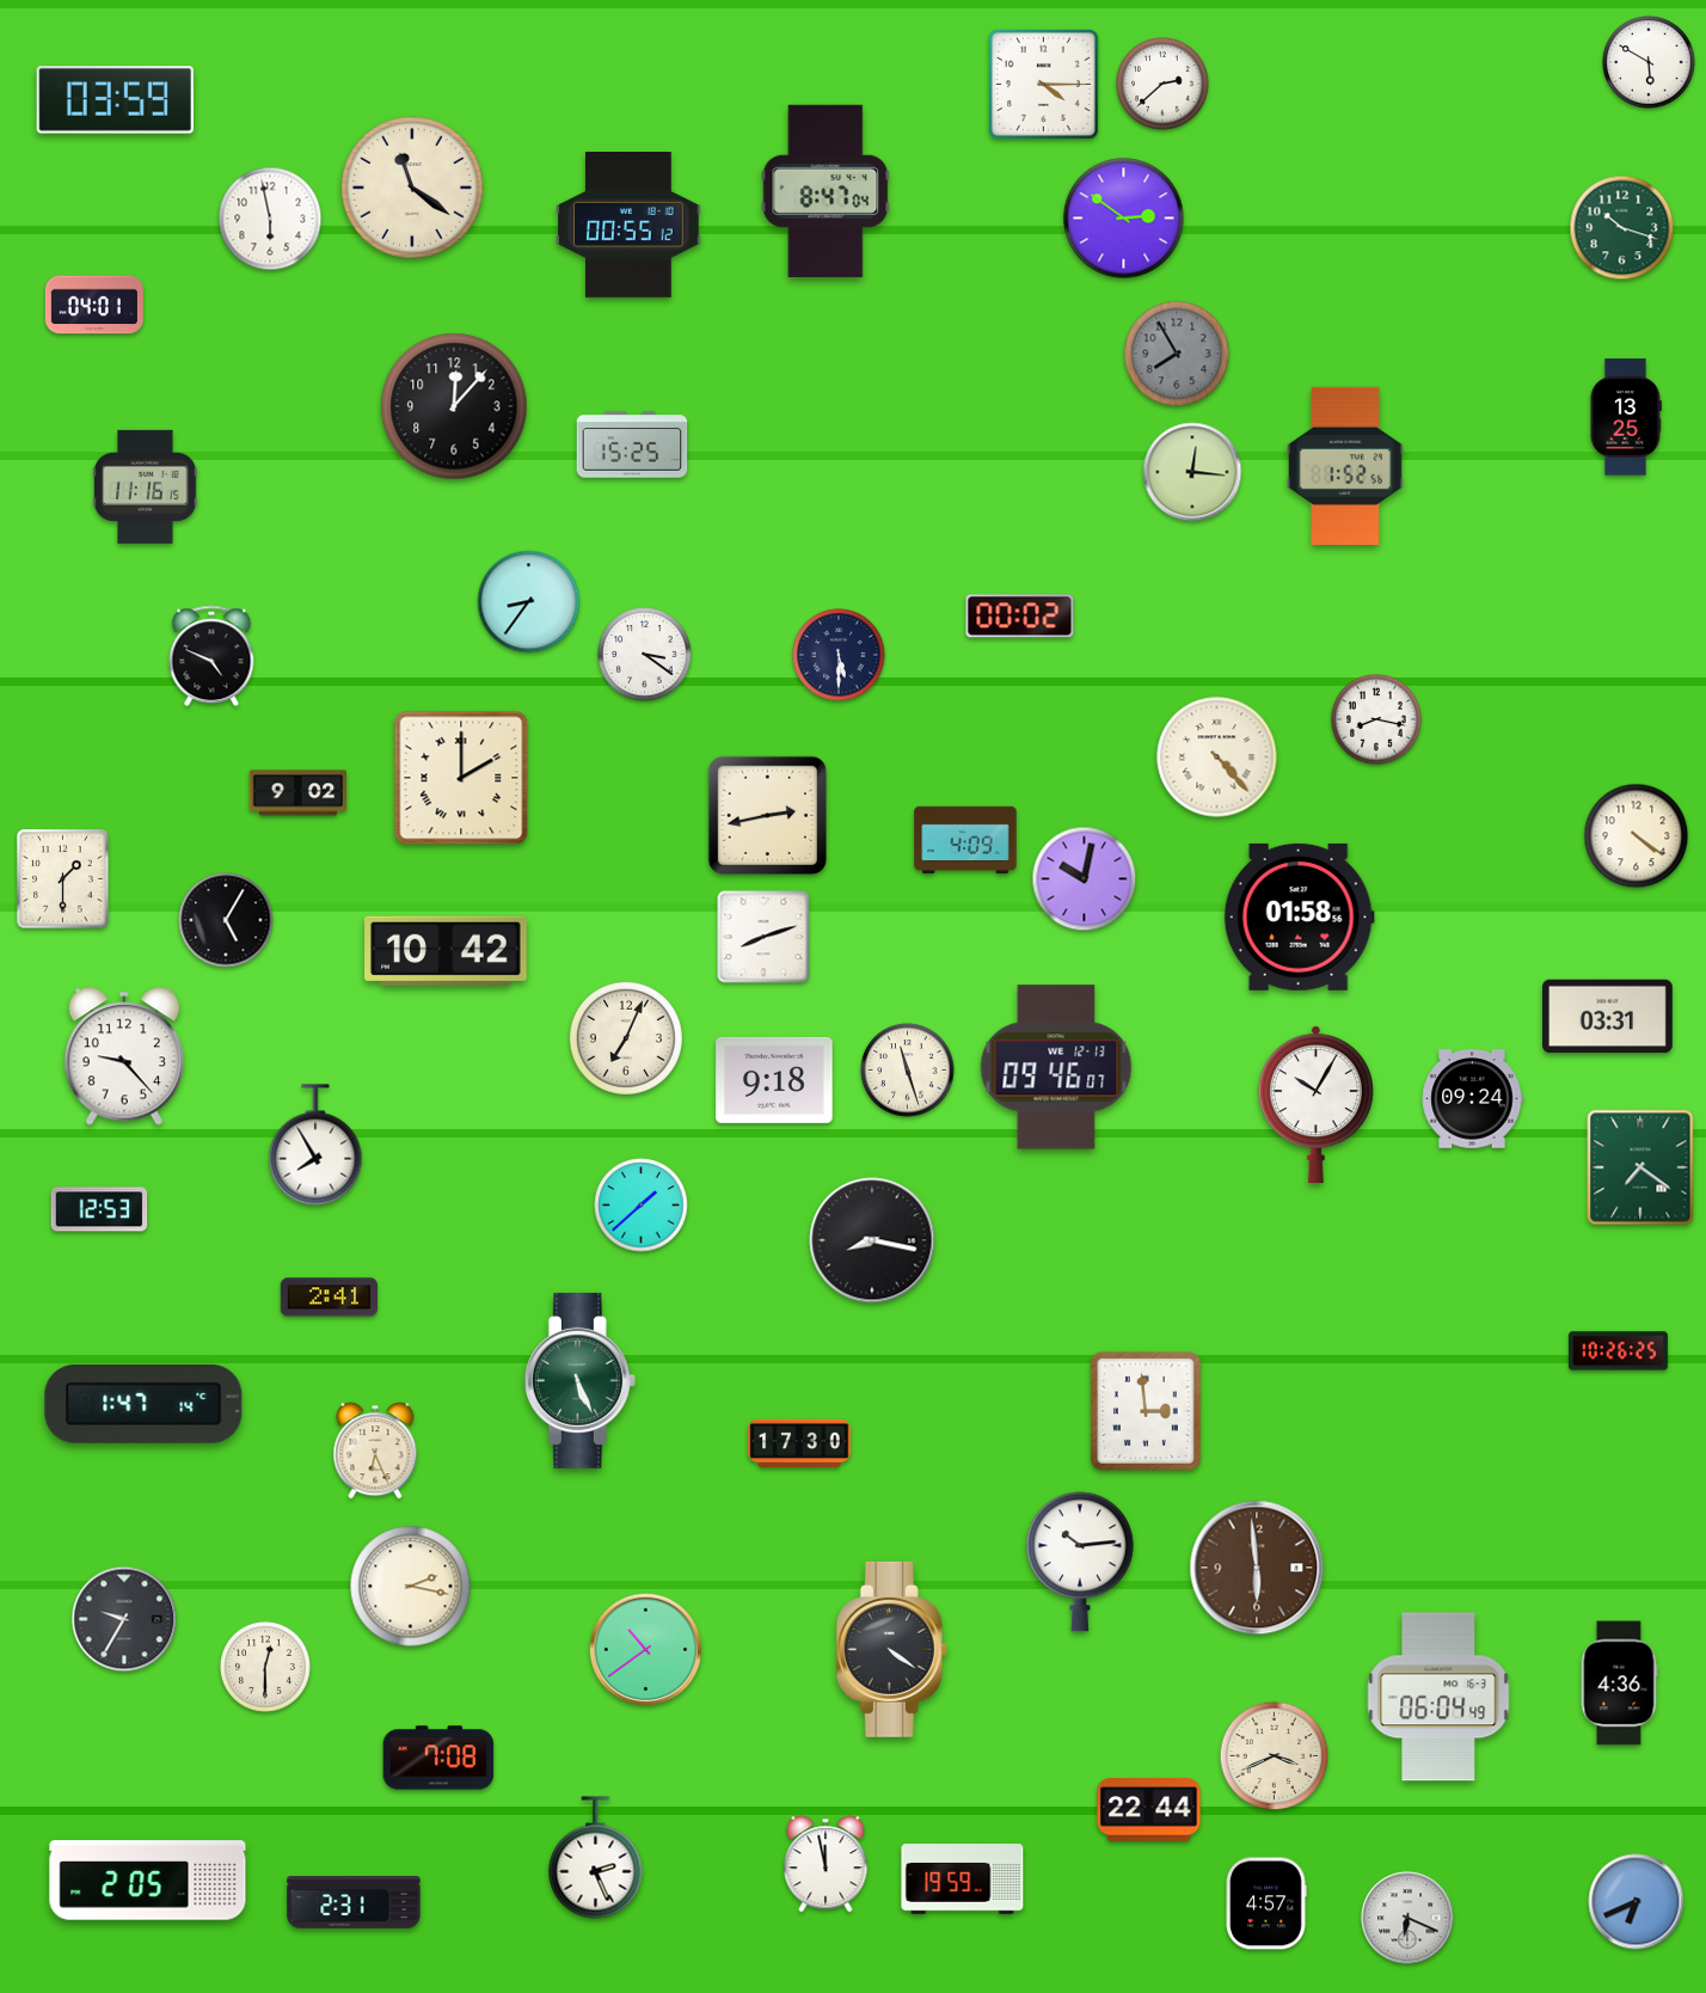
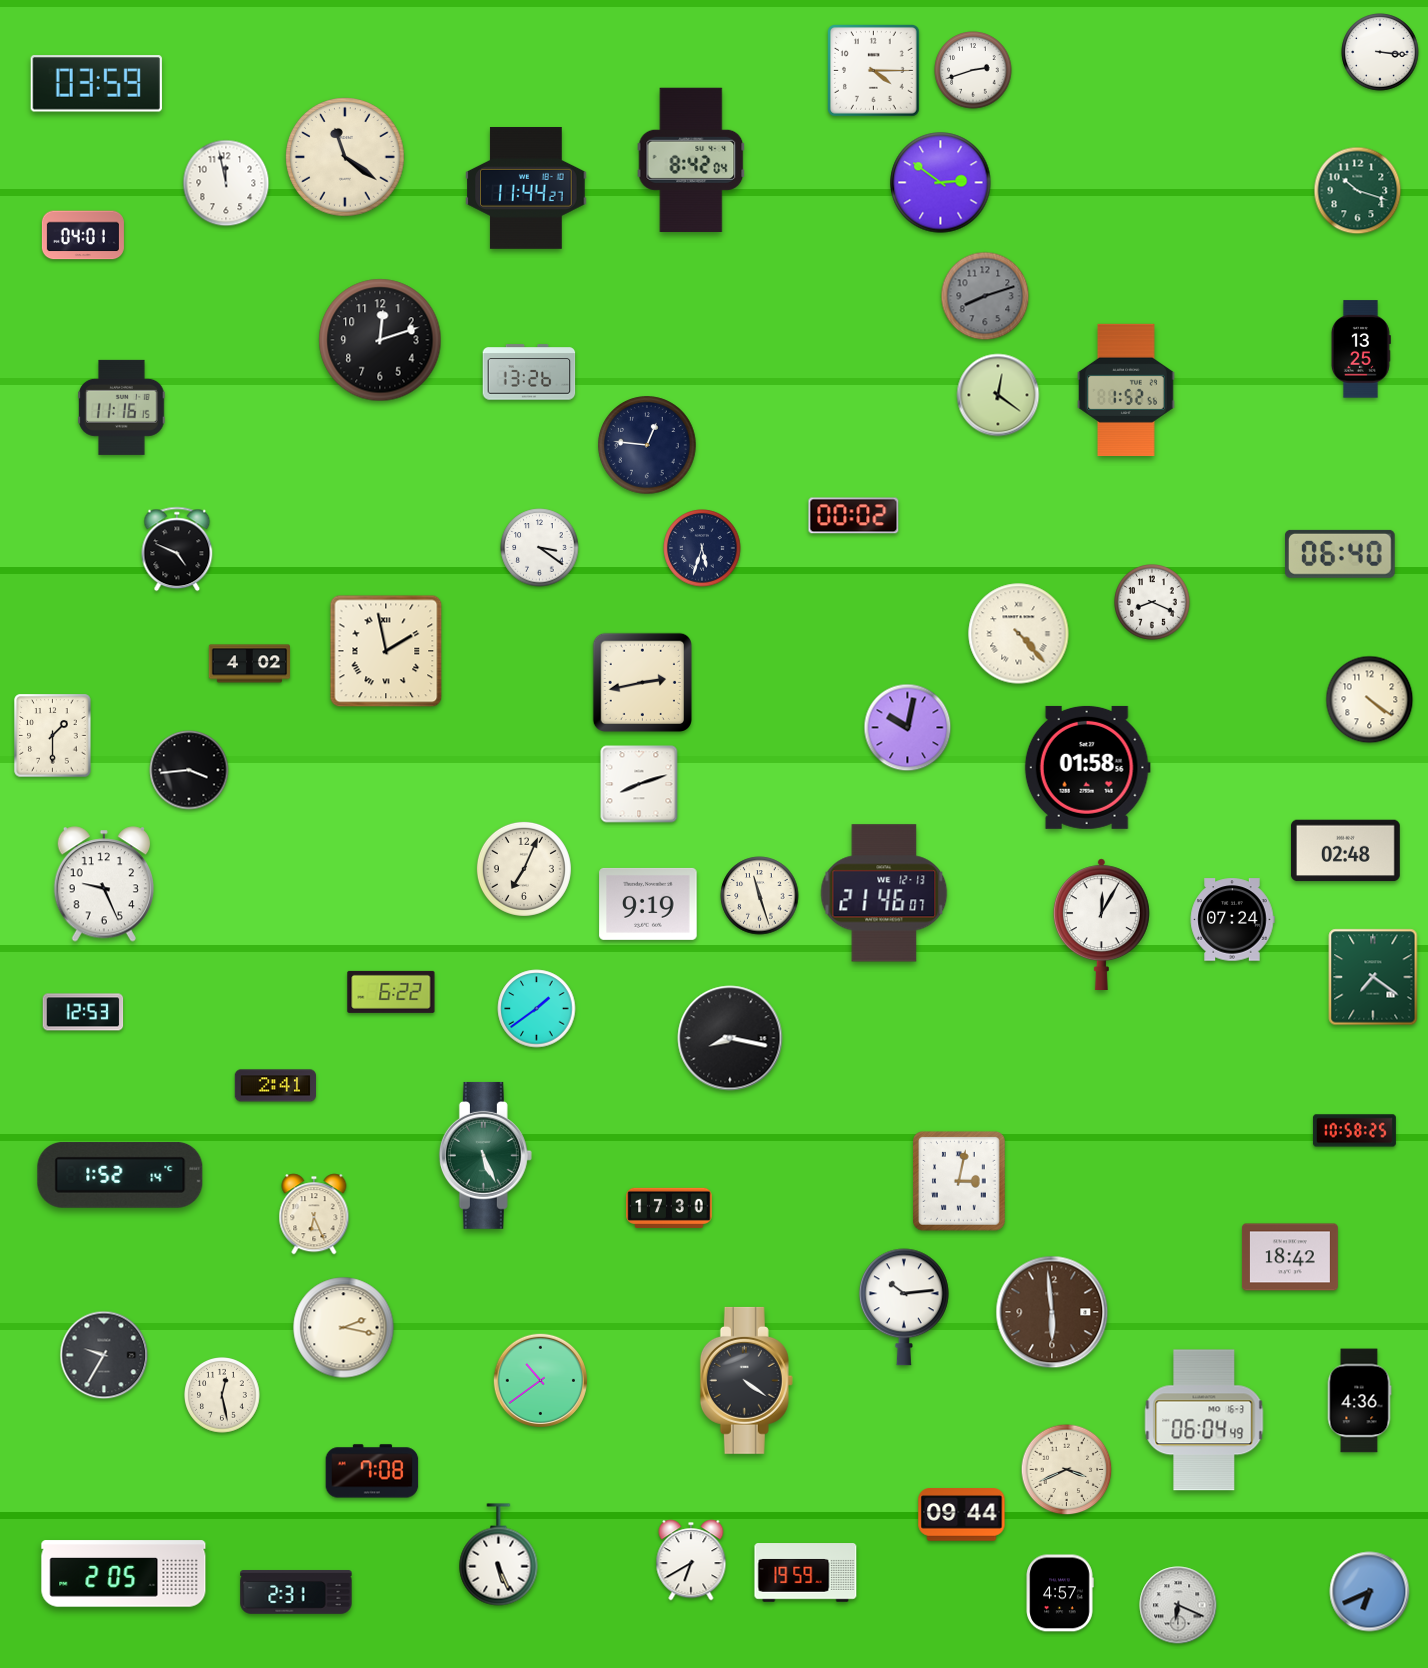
clock at (1649, 62): 5:50 -> 3:16
clock at (1162, 84): 2:38 -> 2:42
clock at (826, 191): 8:47 -> 8:42
clock at (270, 219): 5:58 -> 11:58
clock at (628, 226): 00:55 -> 11:44
clock at (94, 305) position: (94, 305) -> (83, 235)
clock at (1177, 354): 7:55 -> 8:12
clock at (454, 406): 12:07 -> 12:12
clock at (632, 444): 15:25 -> 13:26
clock at (1192, 472): 12:16 -> 12:21
clock at (647, 445): none -> 12:46
clock at (529, 602): 8:36 -> none
clock at (839, 655): 5:30 -> 5:33
clock at (1341, 554): none -> 06:40
clock at (1377, 720): 8:17 -> 8:19
clock at (461, 778): 2:00 -> 1:58
clock at (297, 793): 9:02 -> 4:02
clock at (965, 840): 4:09 -> none
clock at (1085, 879) position: (1085, 879) -> (908, 728)
clock at (226, 920): 5:05 -> 3:44
clock at (446, 951): 10:42 -> none
clock at (1607, 1017): 03:31 -> 02:48
clock at (123, 1056): 9:23 -> 9:26
clock at (1056, 1067): 09:46 -> 21:46
clock at (774, 1080): 9:18 -> 9:19
clock at (1472, 1099): 09:24 -> 07:24
clock at (1315, 1104): 10:05 -> 12:05
clock at (315, 1145): 7:55 -> none
clock at (391, 992): none -> 6:22
clock at (642, 1206): 1:38 -> 1:39
clock at (1618, 1351): 10:26 -> 10:58
clock at (143, 1404): 1:47 -> 1:52
clock at (1147, 1411): 2:59 -> 3:02
clock at (1290, 1257): none -> 18:42
clock at (266, 1668): 12:30 -> 12:28
clock at (1619, 1684) position: (1619, 1684) -> (1359, 1401)
clock at (438, 1758) position: (438, 1758) -> (372, 1471)
clock at (1149, 1810): 22:44 -> 09:44
clock at (596, 1858): 2:26 -> 5:26
clock at (826, 1864): 11:58 -> 6:40
